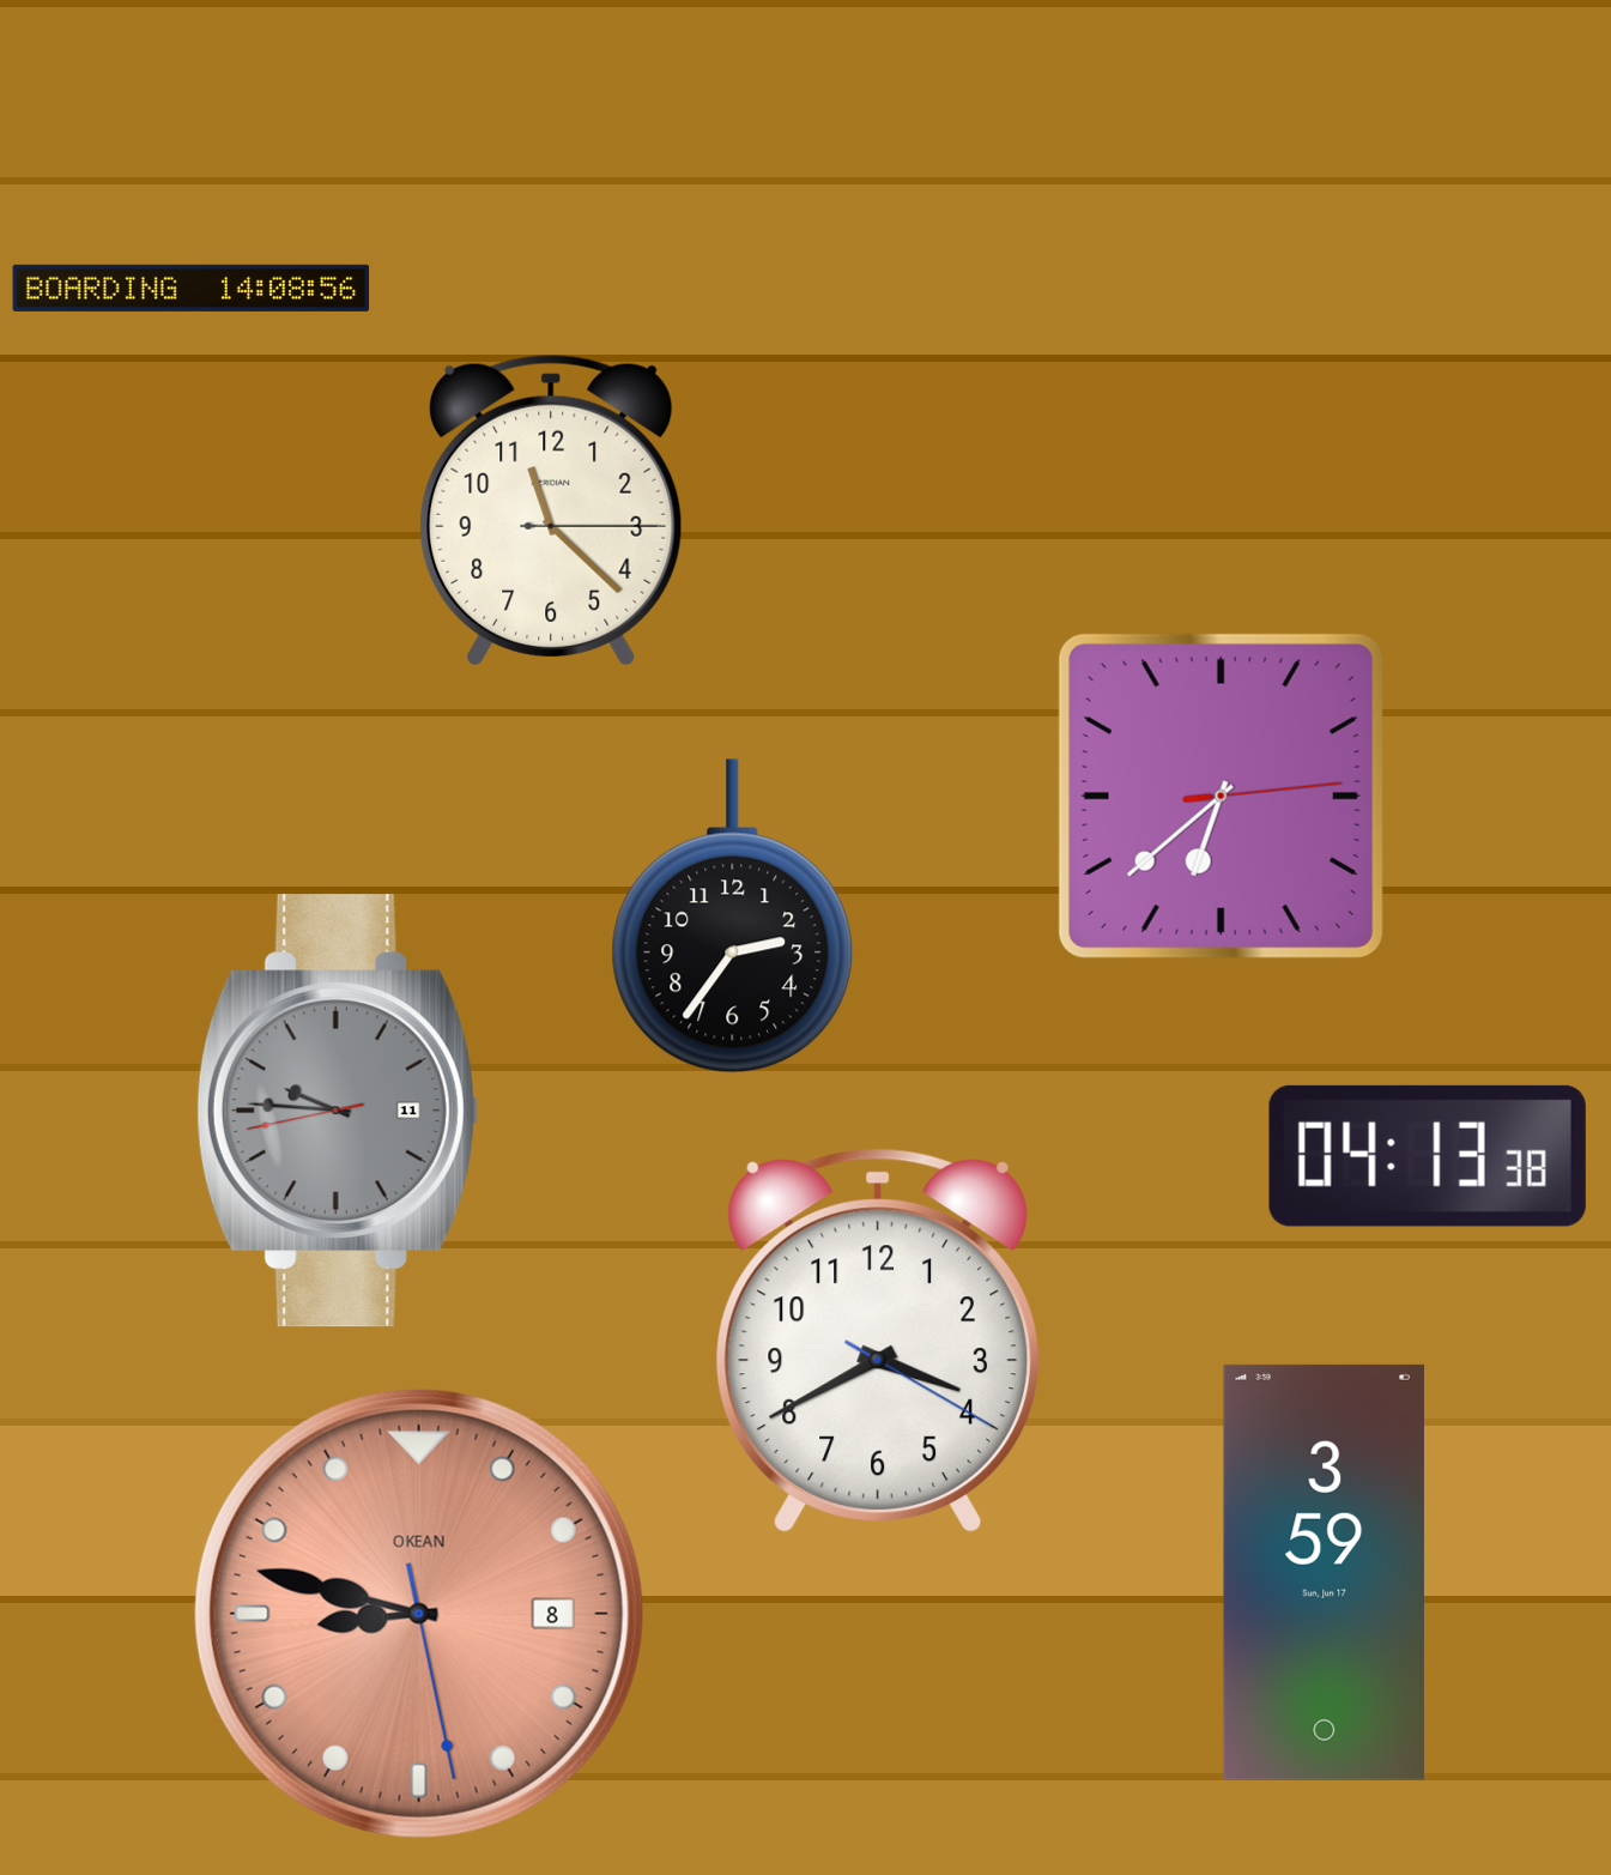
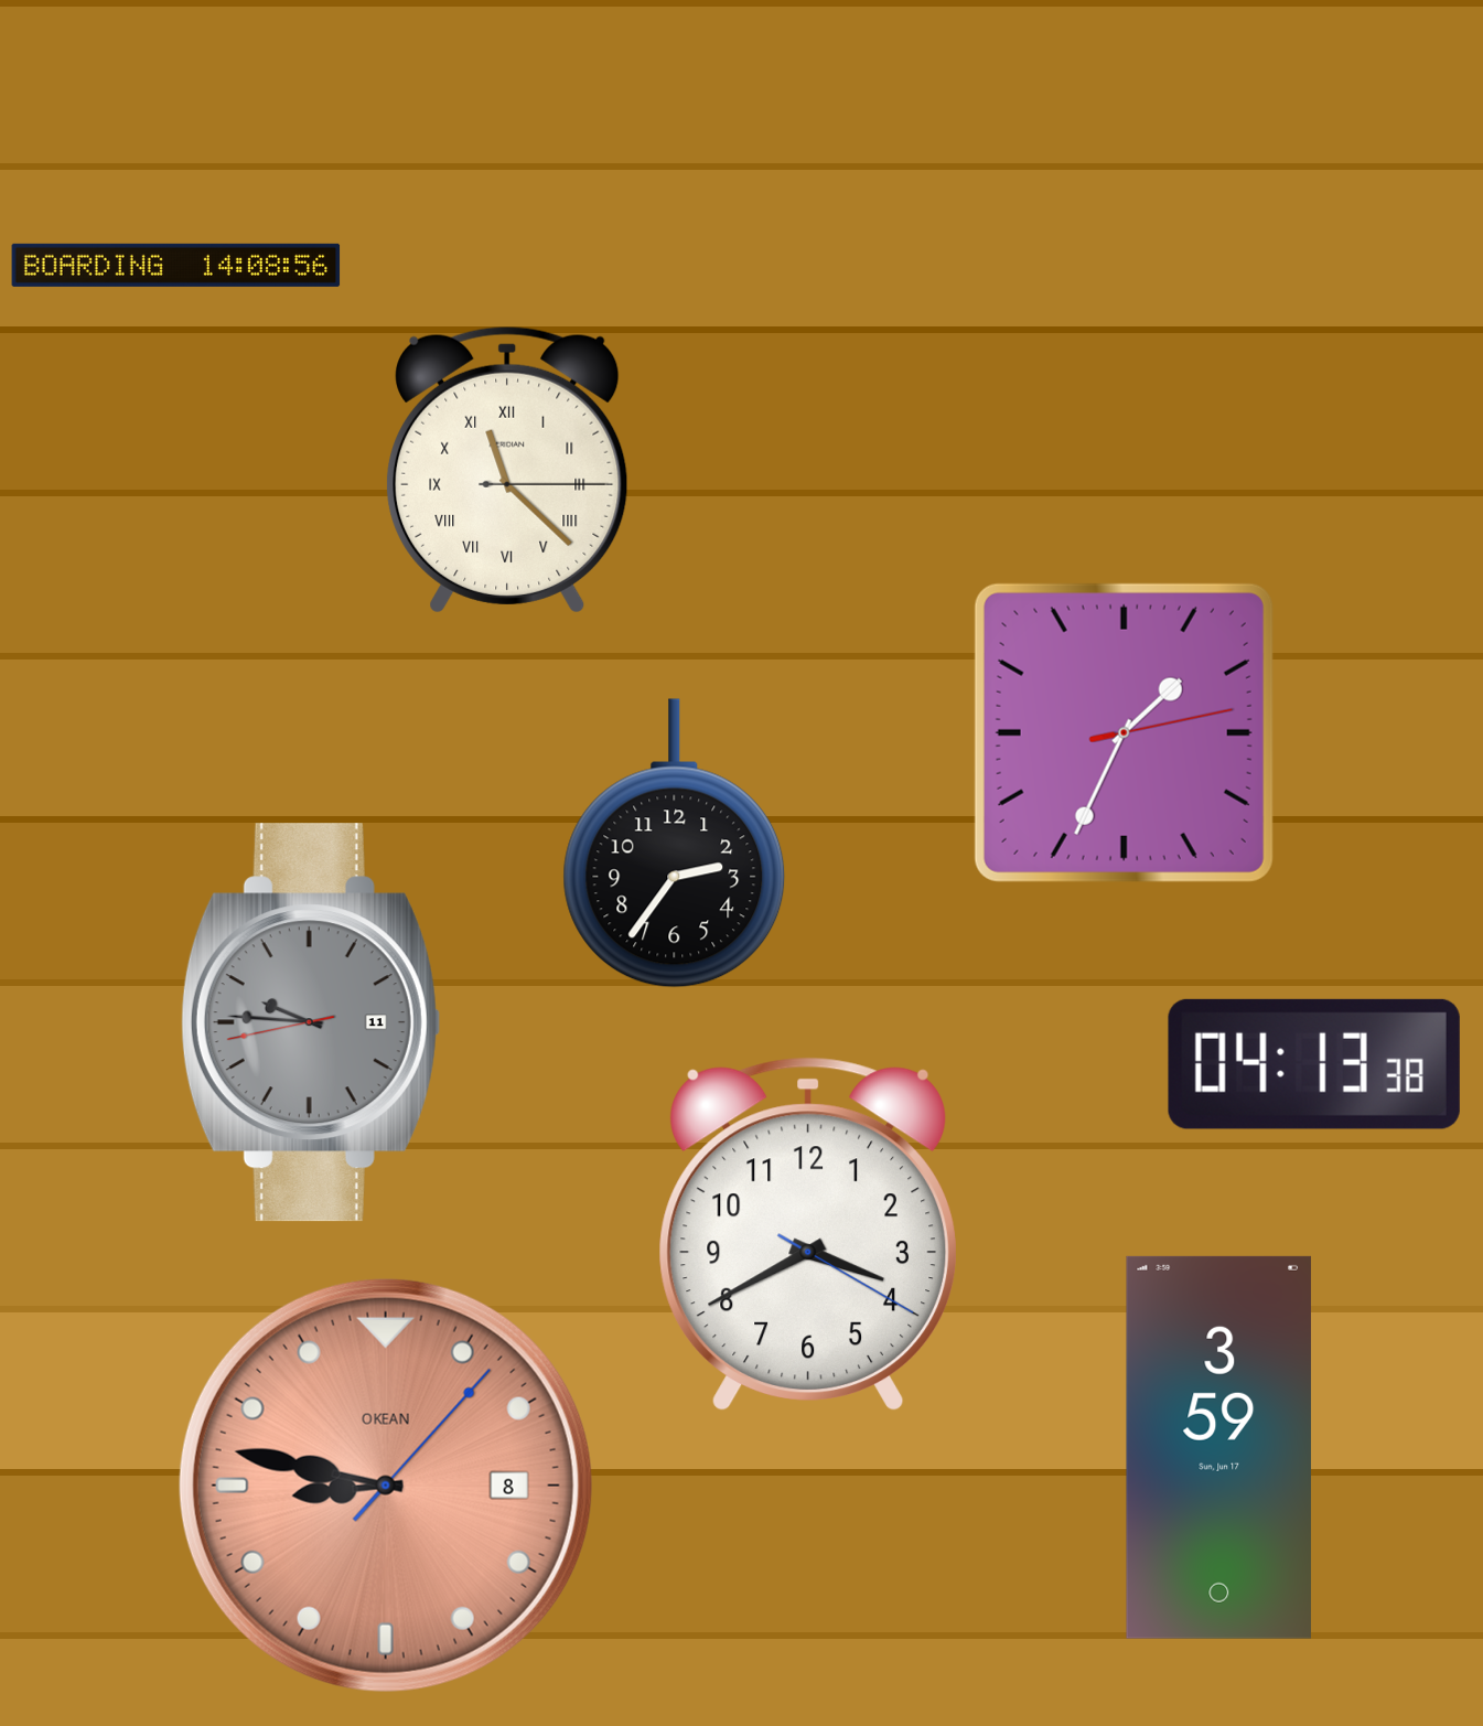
clock at (551, 510) numerals: Arabic -> Roman
clock at (1221, 796): 6:38 -> 1:34
clock at (419, 1614): 8:47:28 -> 8:47:07
